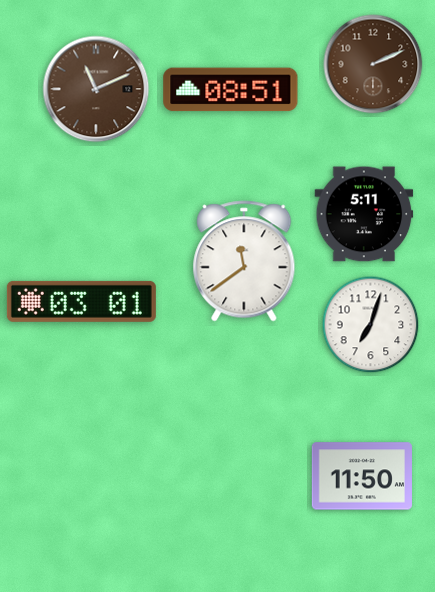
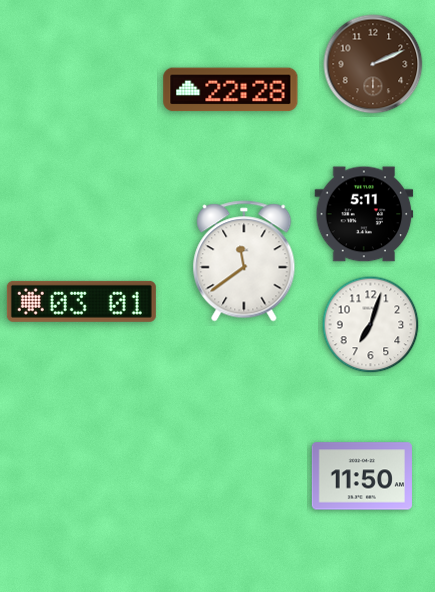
clock at (96, 89): 11:11 -> none
clock at (231, 90): 08:51 -> 22:28
